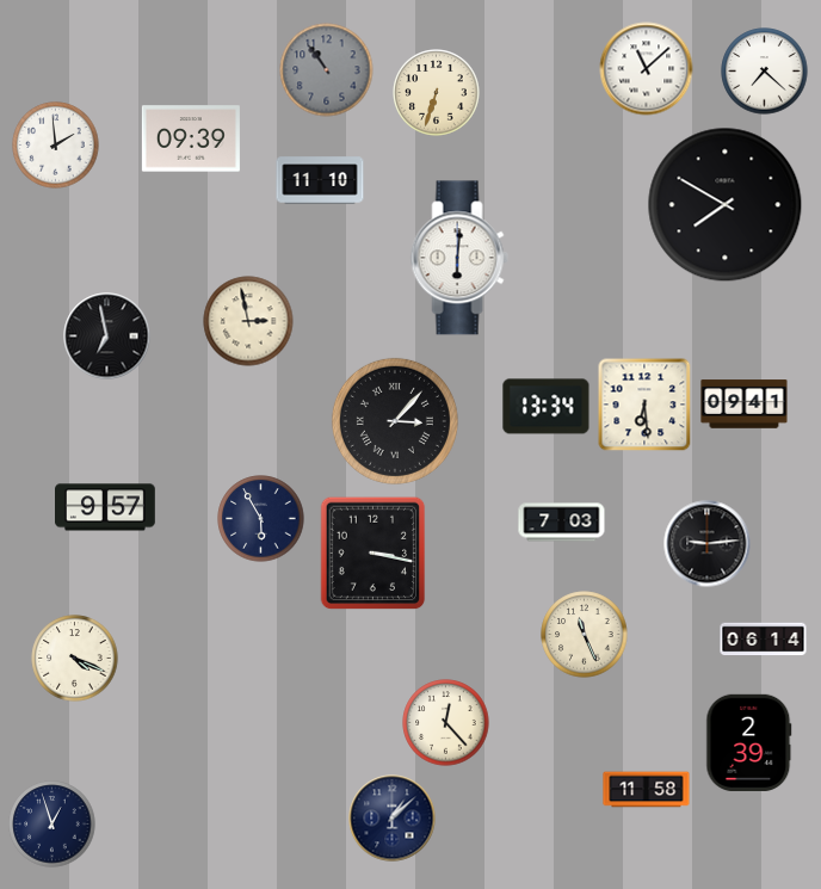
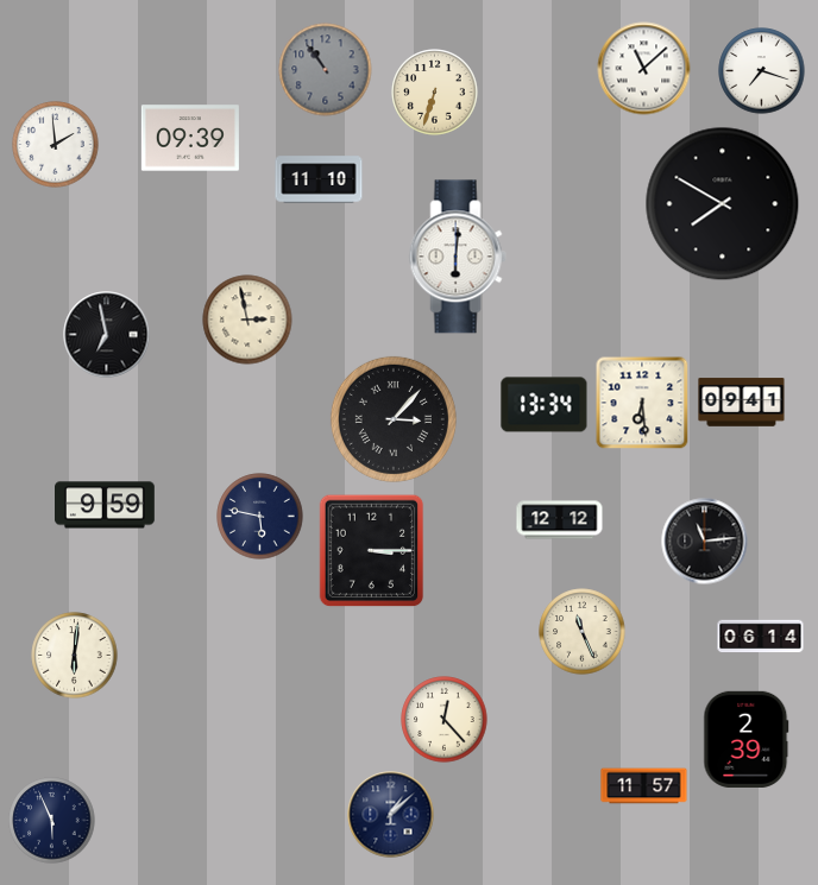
clock at (765, 72): 7:22 -> 7:18
clock at (106, 507): 9:57 -> 9:59
clock at (261, 519): 5:55 -> 5:47
clock at (562, 523): 7:03 -> 12:12
clock at (708, 544): 9:14 -> 11:14
clock at (374, 554): 3:17 -> 3:15
clock at (75, 659): 4:19 -> 6:01
clock at (647, 790): 11:58 -> 11:57
clock at (53, 825): 12:57 -> 5:56
